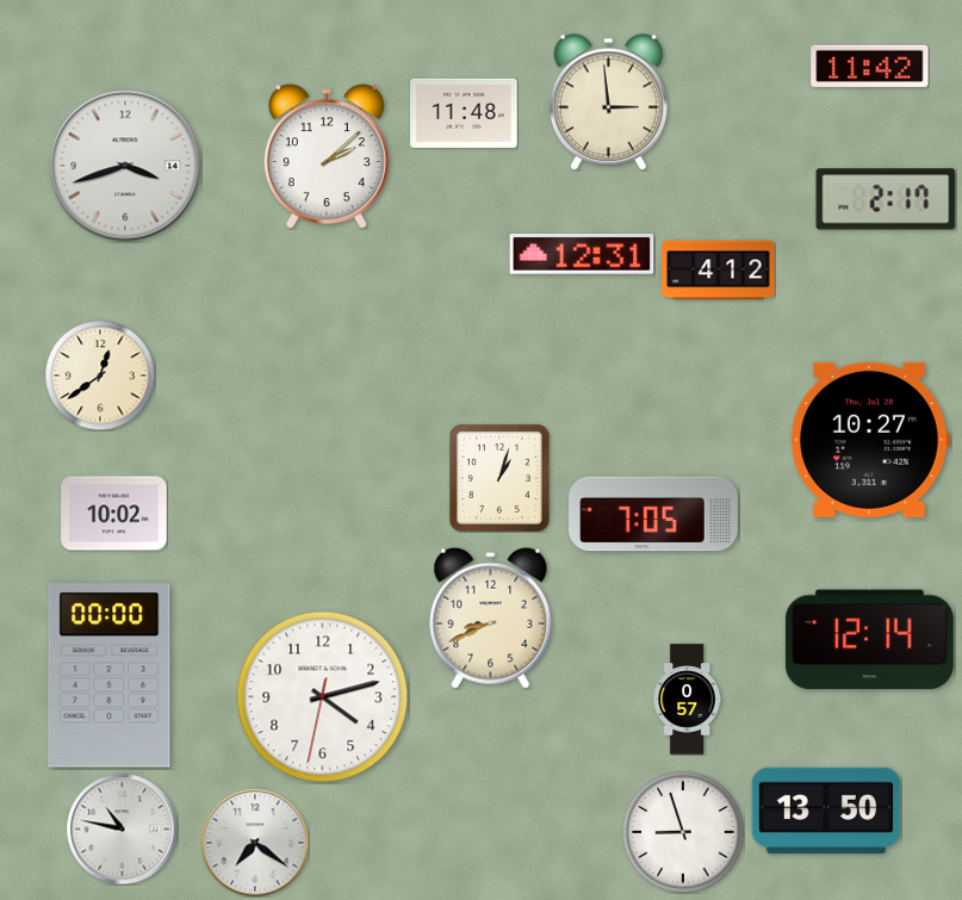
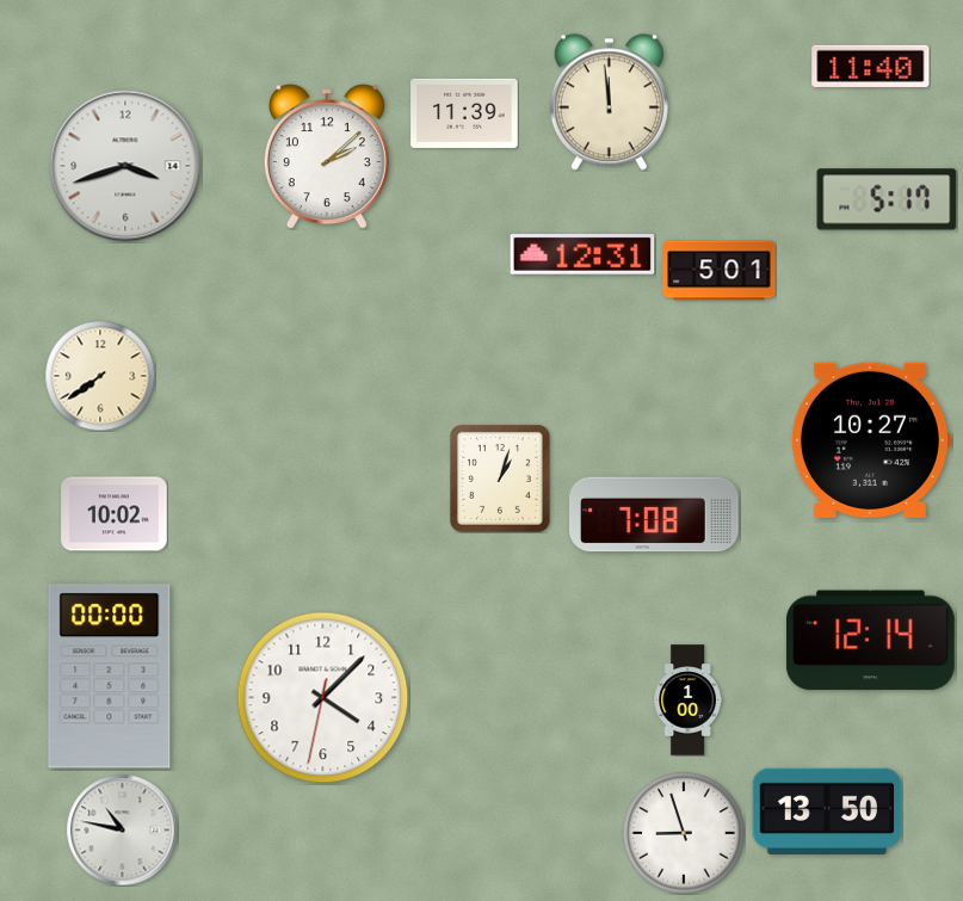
clock at (870, 66): 11:42 -> 11:40
clock at (608, 103): 2:59 -> 11:59
clock at (464, 113): 11:48 -> 11:39
clock at (886, 199): 2:17 -> 5:17
clock at (719, 271): 4:12 -> 5:01
clock at (100, 375): 12:39 -> 7:39
clock at (654, 514): 7:05 -> 7:08
clock at (491, 617): 8:41 -> none
clock at (323, 697): 4:12 -> 4:07
clock at (687, 700): 0:57 -> 1:00
clock at (255, 843): 7:21 -> none
